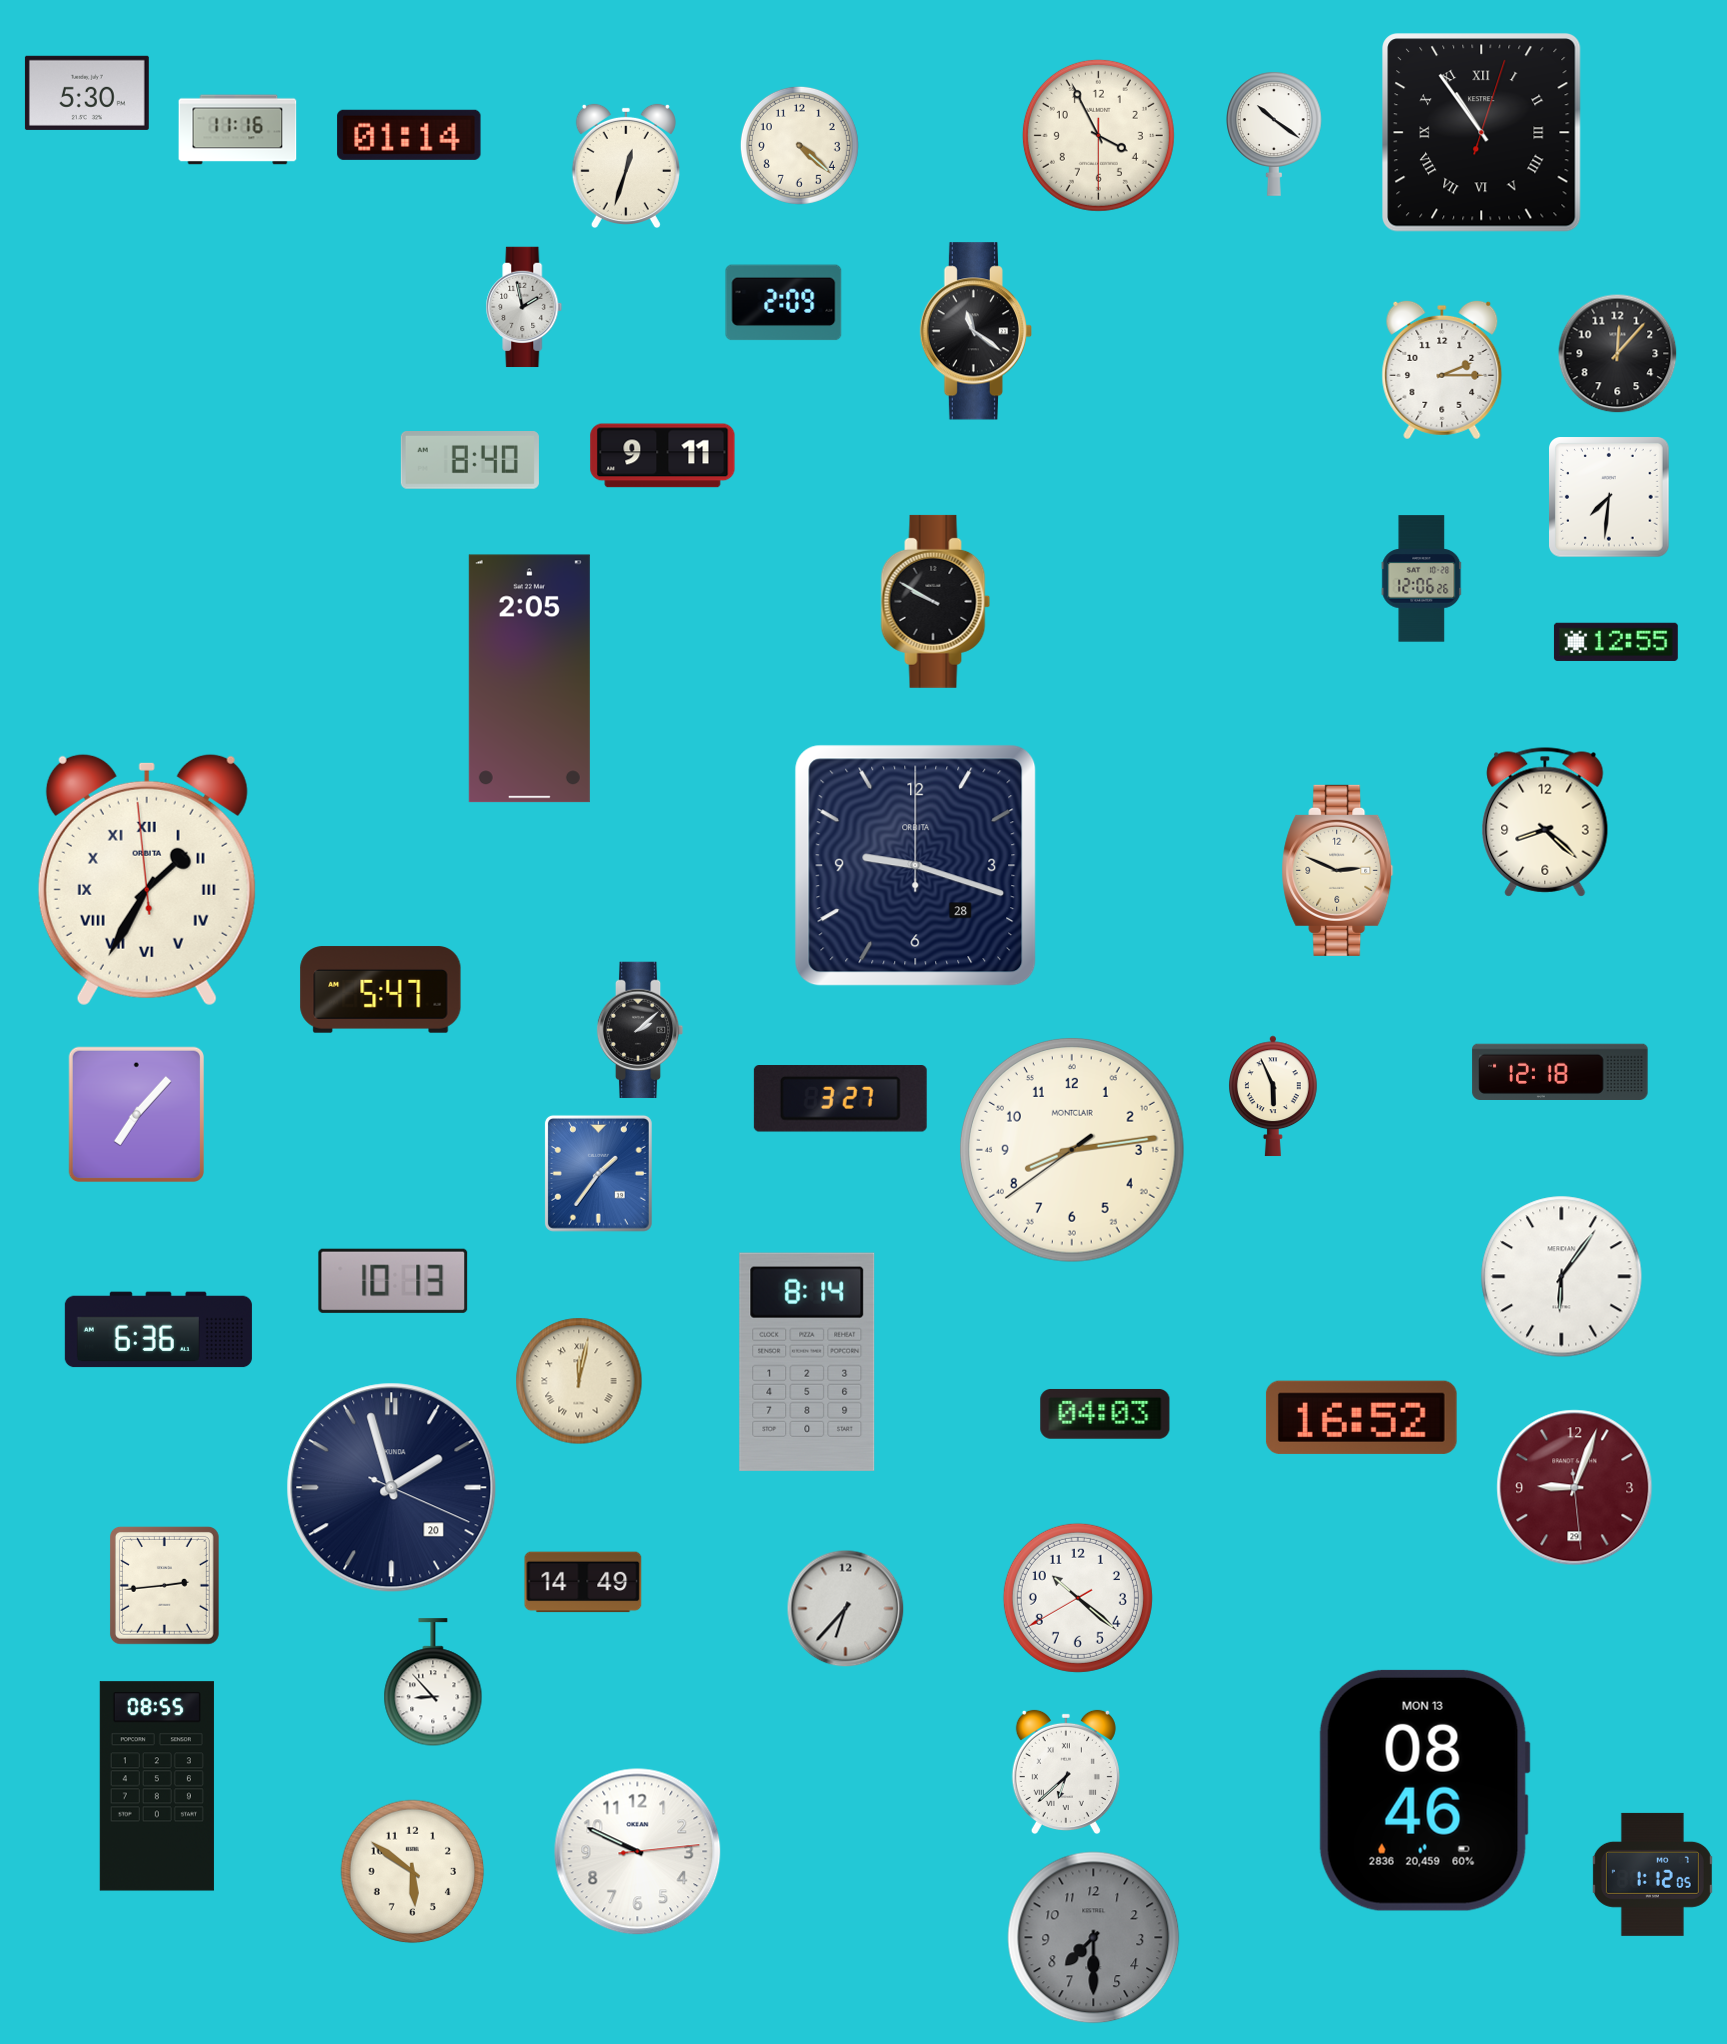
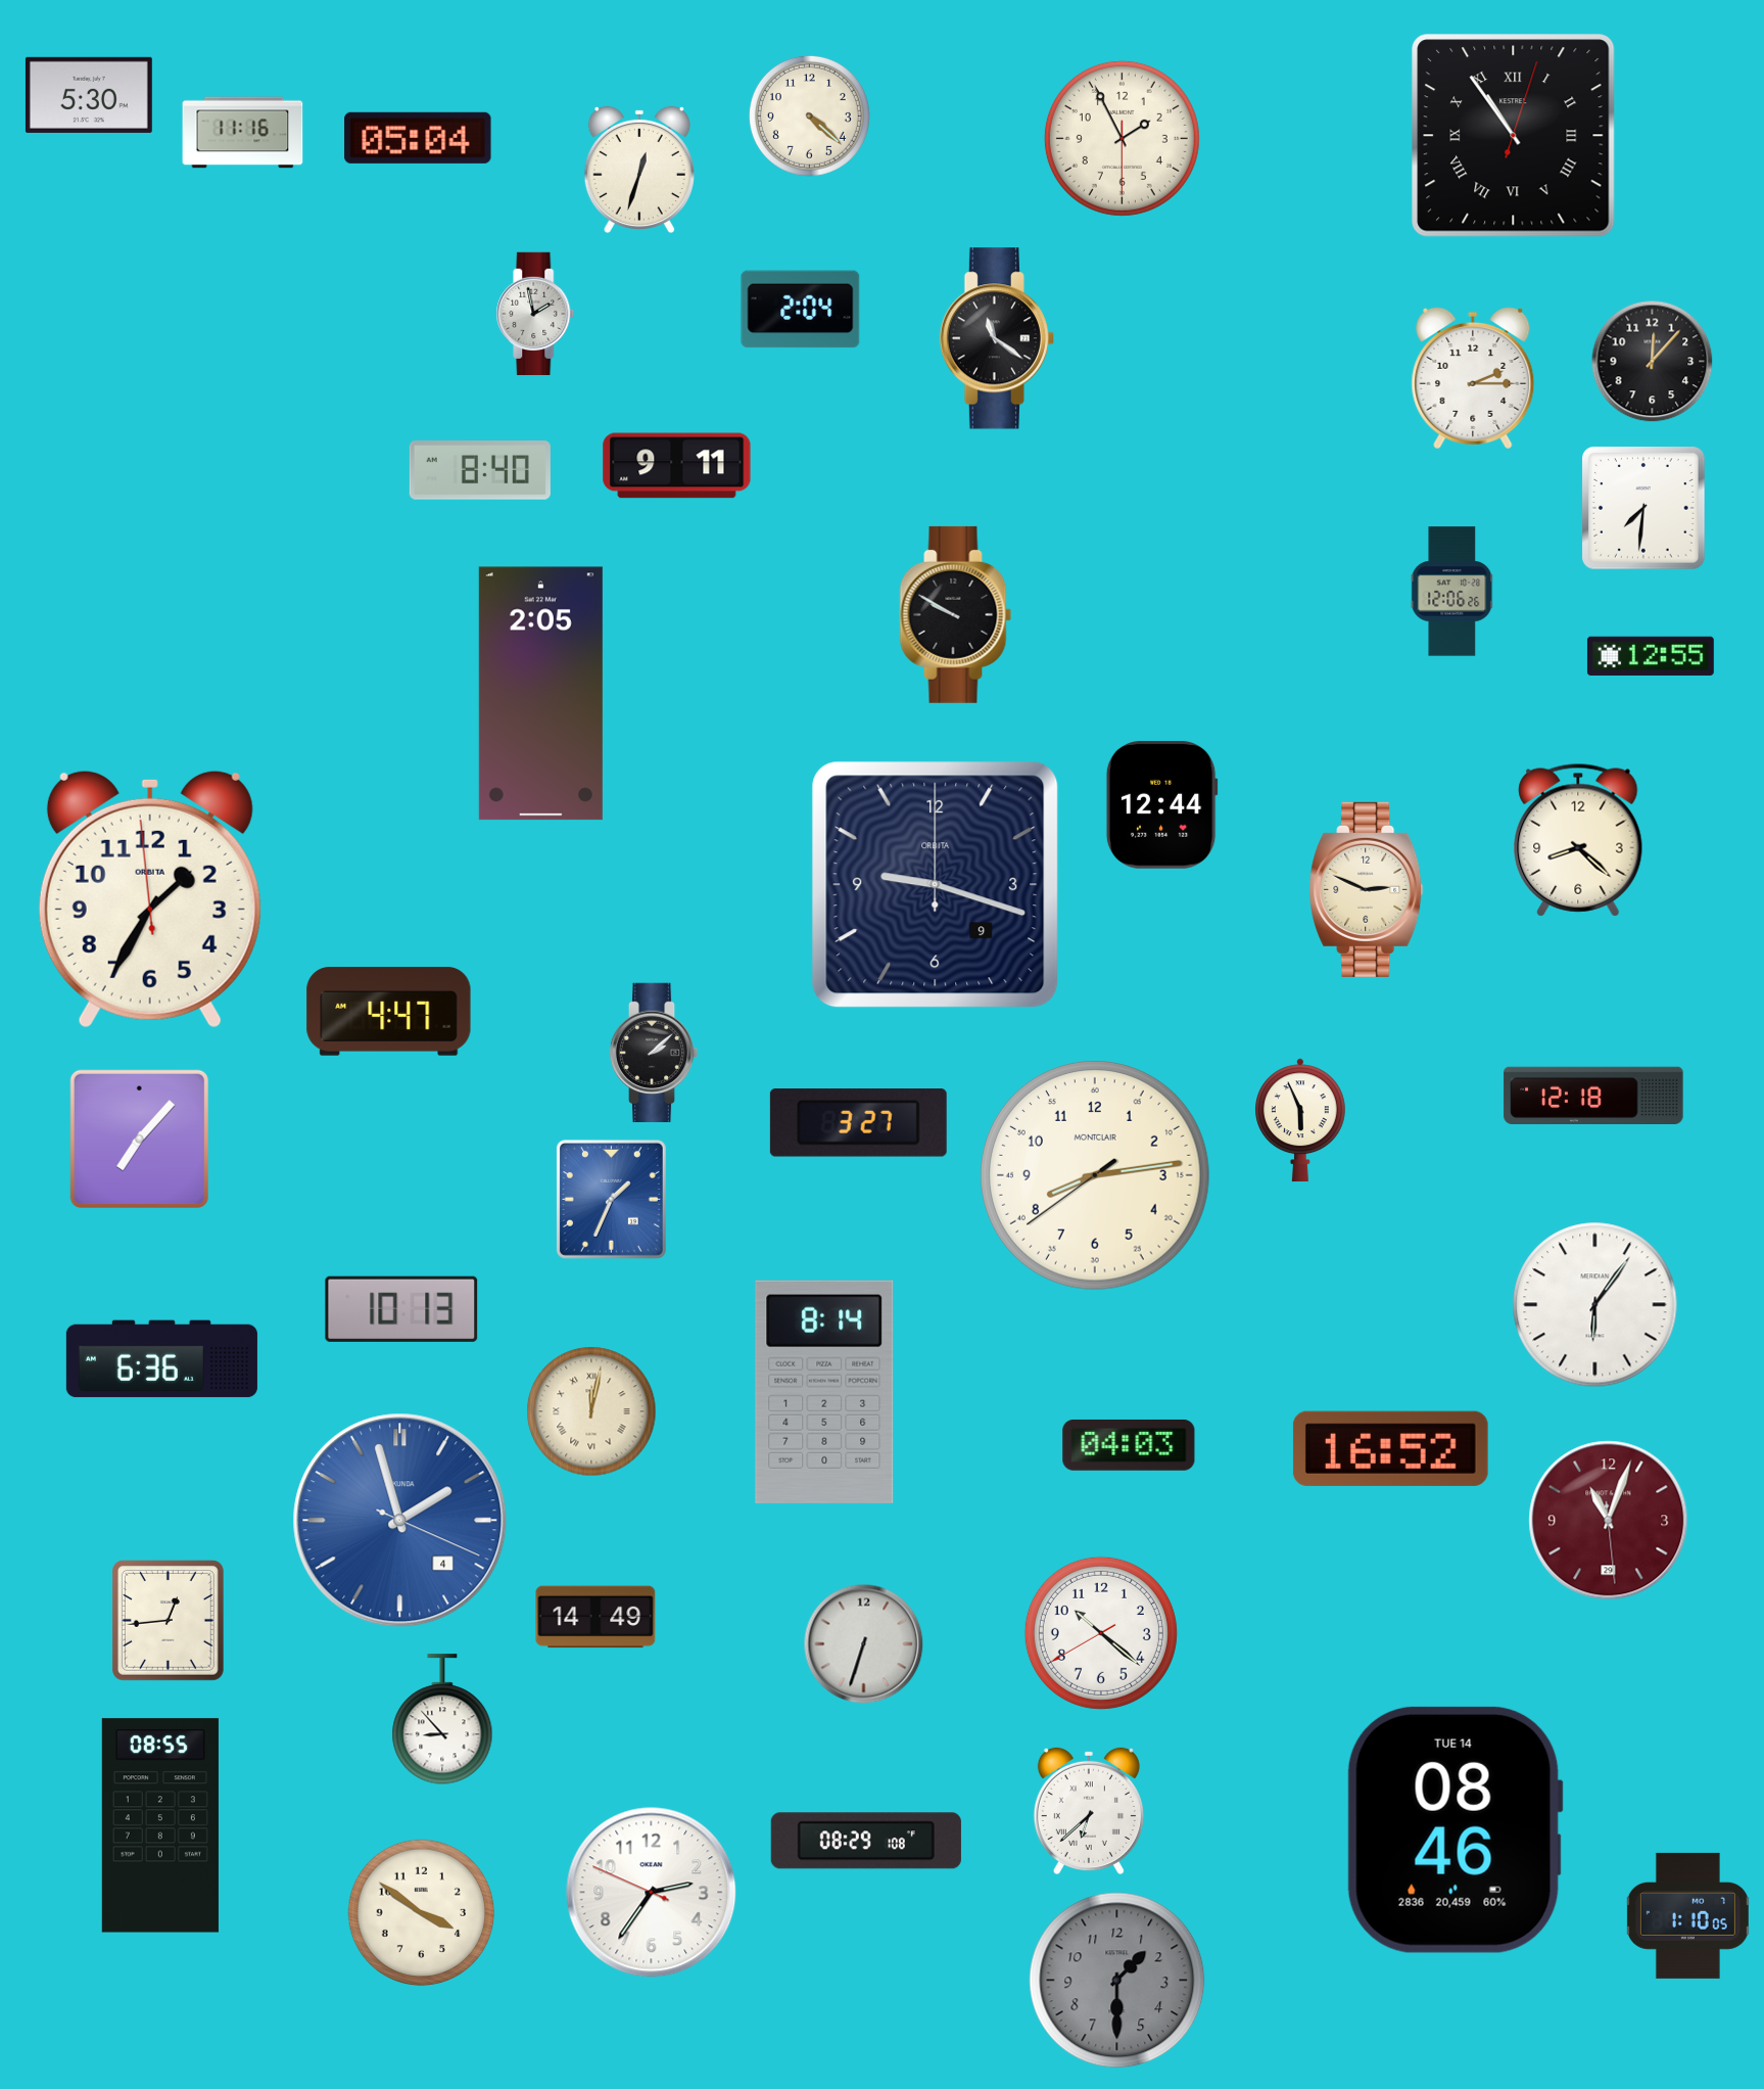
clock at (1274, 134): 10:21 -> none
clock at (409, 135): 01:14 -> 05:04
clock at (1098, 135): 3:55 -> 1:55
clock at (799, 145) position: (799, 145) -> (809, 115)
clock at (784, 303): 2:09 -> 2:04
clock at (1161, 804): none -> 12:44
clock at (916, 866) date: 28 -> 9
clock at (147, 880) numerals: Roman -> Arabic
clock at (381, 990): 5:47 -> 4:47
clock at (598, 1173): 1:36 -> 1:34
clock at (392, 1488) date: 20 -> 4
clock at (392, 1488) dial: navy -> blue
clock at (1575, 1488): 9:03 -> 11:03
clock at (164, 1585): 2:44 -> 12:44
clock at (846, 1609): 6:37 -> 6:33
clock at (1424, 1790) date: MON 13 -> TUE 14
clock at (866, 1841): none -> 08:29
clock at (638, 1852): 9:49 -> 2:35
clock at (413, 1872): 5:51 -> 3:51
clock at (1652, 1874): 1:12 -> 1:10
clock at (1094, 1938): 7:30 -> 1:30
